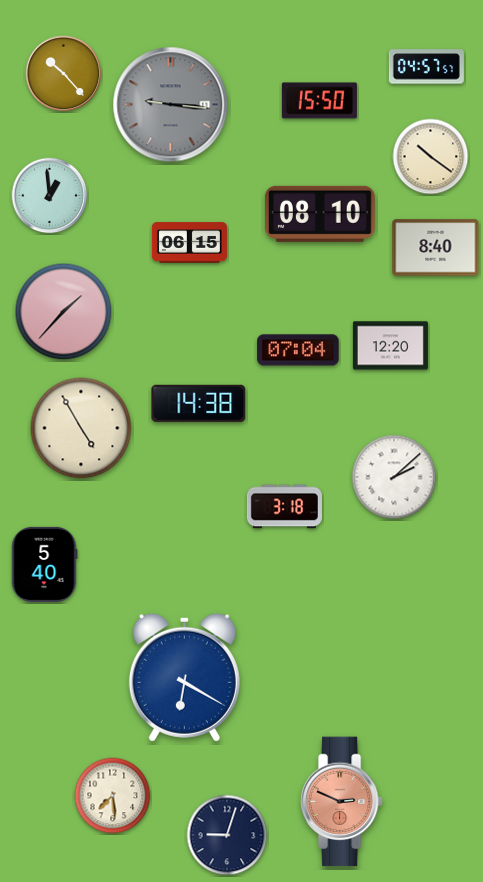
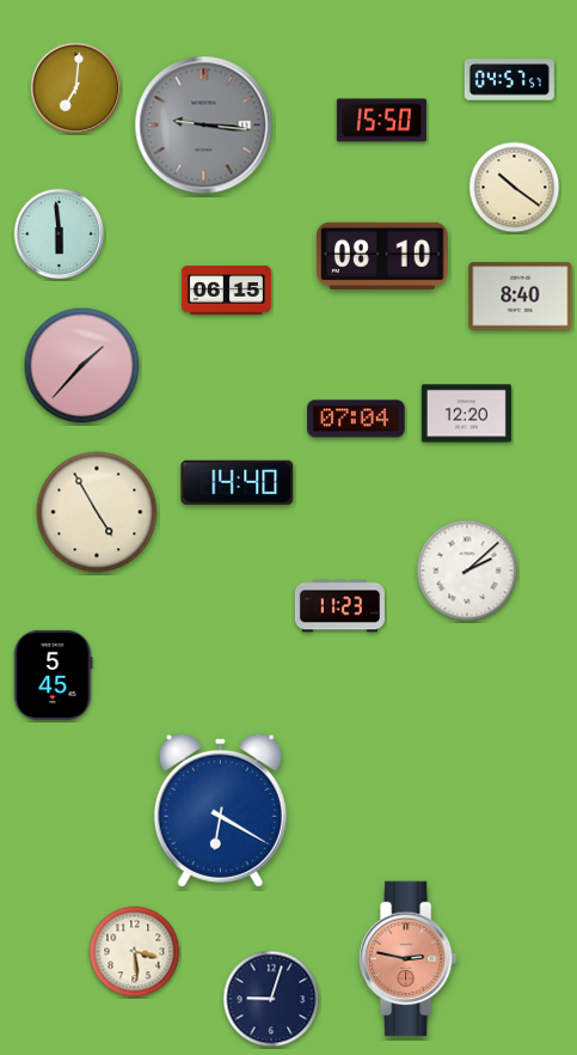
clock at (64, 74): 10:23 -> 7:01
clock at (50, 196): 12:59 -> 5:59
clock at (64, 312) position: (64, 312) -> (82, 366)
clock at (199, 403): 14:38 -> 14:40
clock at (394, 477) position: (394, 477) -> (467, 571)
clock at (284, 507): 3:18 -> 11:23
clock at (45, 564): 5:40 -> 5:45
clock at (113, 796): 7:29 -> 3:29
clock at (341, 802): 2:49 -> 2:47
